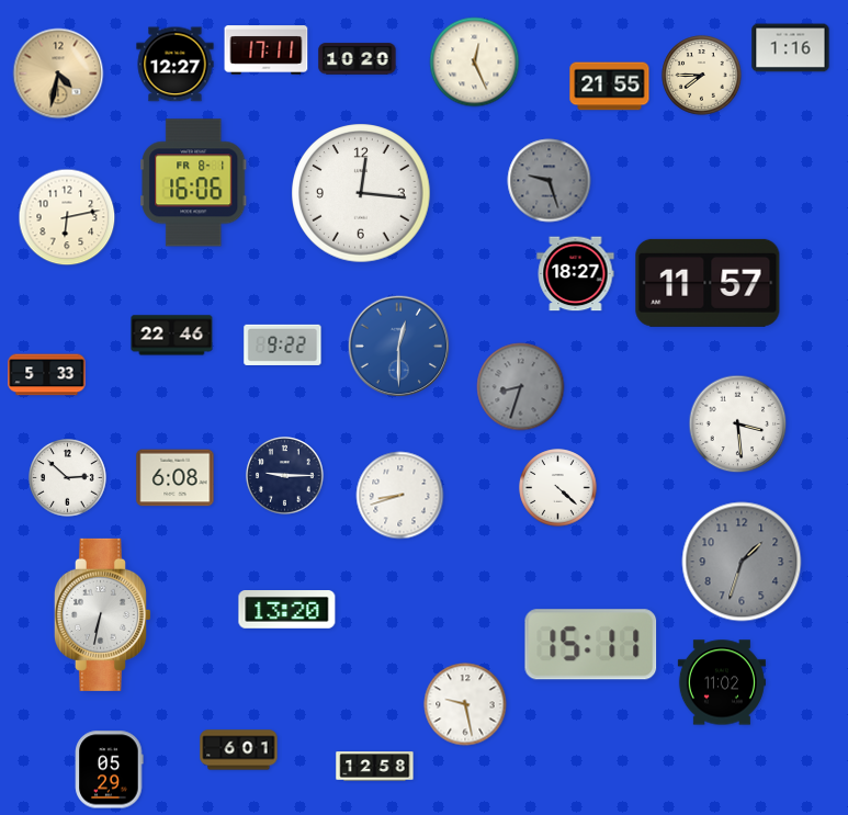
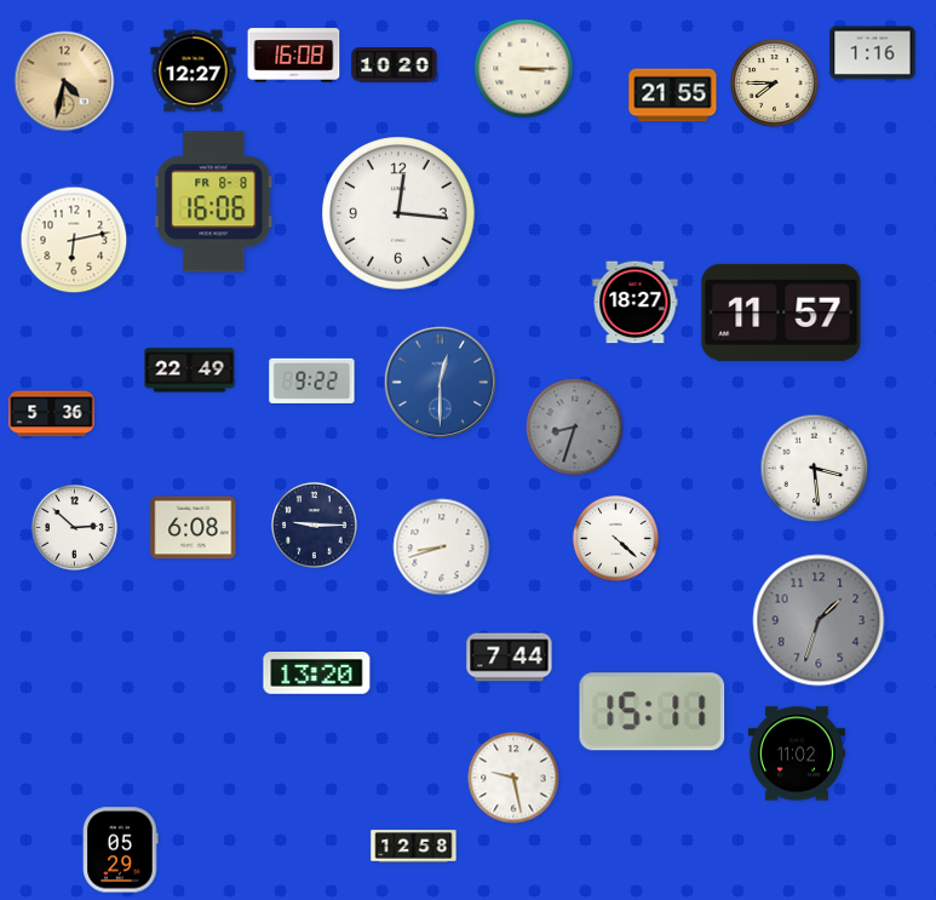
clock at (267, 50): 17:11 -> 16:08
clock at (475, 63): 12:26 -> 3:15
clock at (550, 181): 9:27 -> none
clock at (194, 183) date: FR 8-1 -> FR 8-8
clock at (172, 336): 22:46 -> 22:49
clock at (47, 375): 5:33 -> 5:36
clock at (510, 658): none -> 7:44
clock at (102, 614): 6:32 -> none
clock at (239, 750): 6:01 -> none
